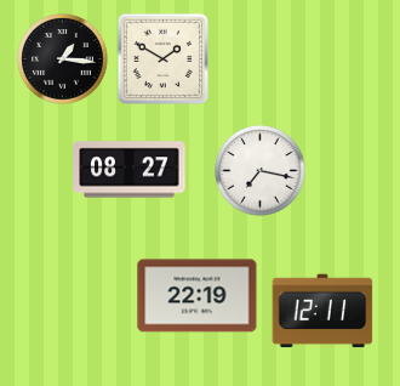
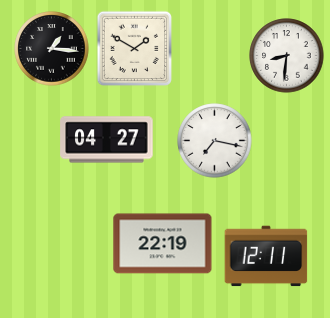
clock at (287, 56): none -> 8:31
clock at (130, 170): 08:27 -> 04:27
